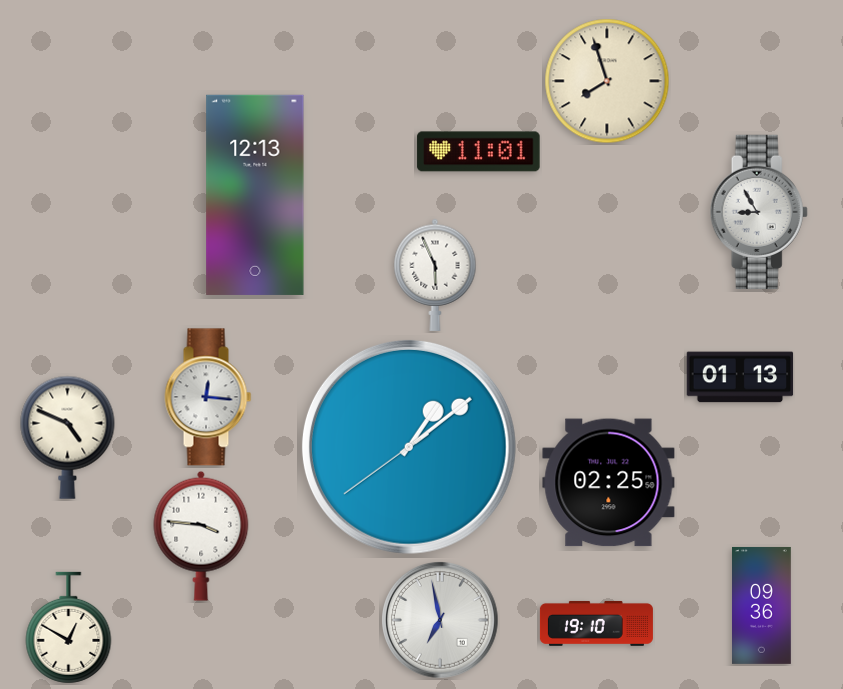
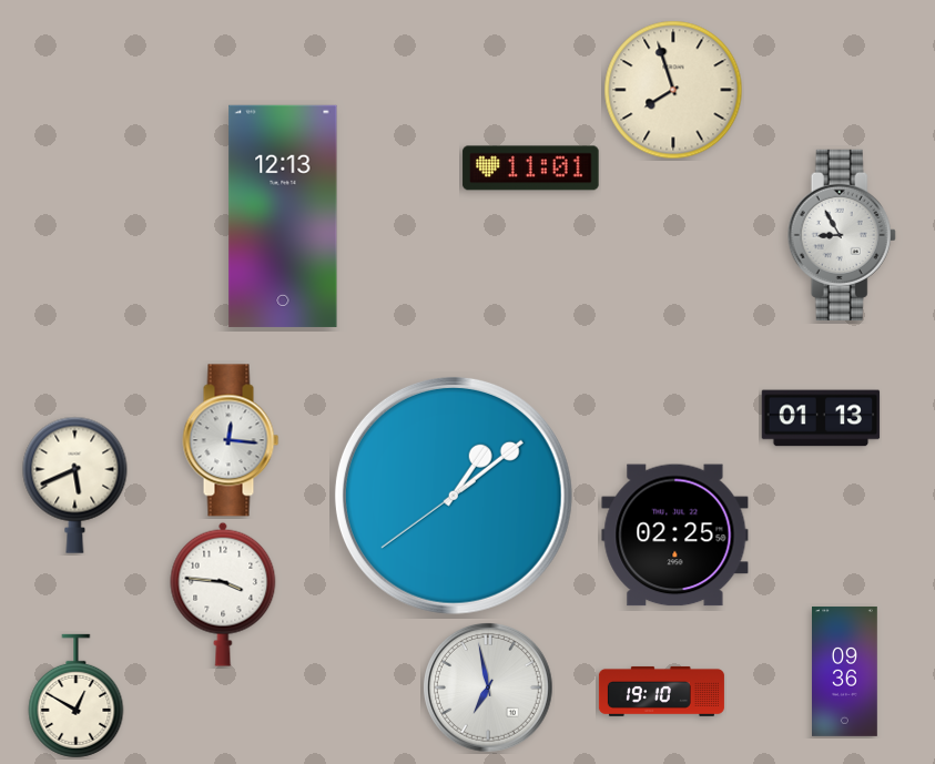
clock at (435, 275): 5:56 -> none
clock at (68, 437): 4:49 -> 5:41
